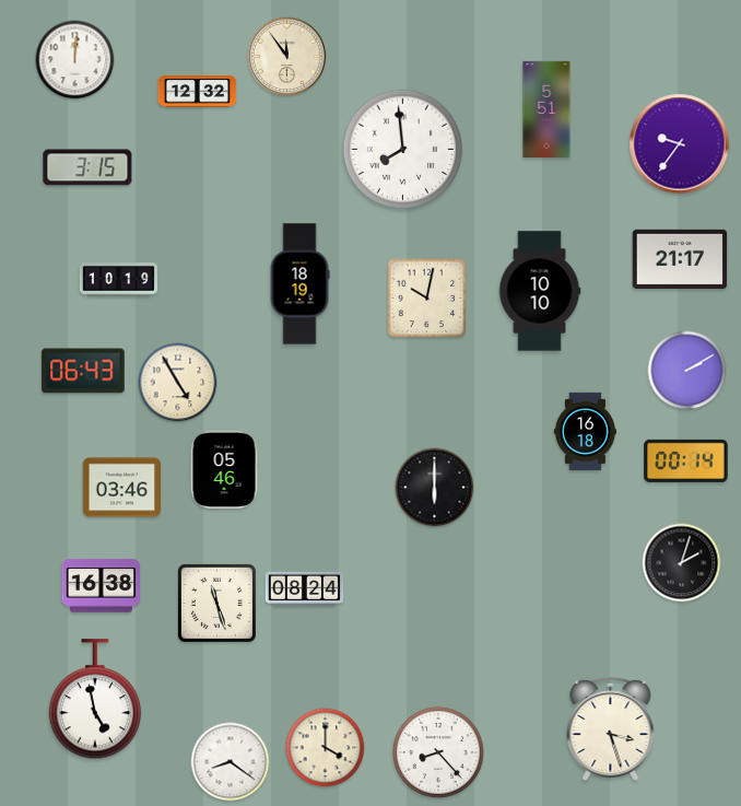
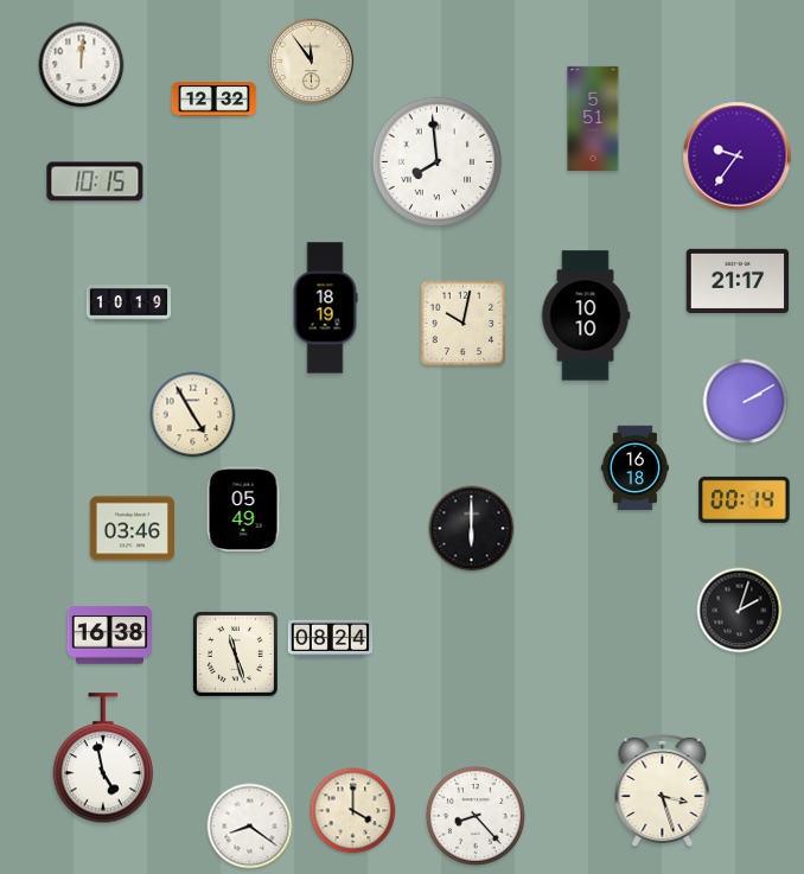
clock at (87, 167): 3:15 -> 10:15
clock at (83, 371): 06:43 -> none
clock at (224, 470): 05:46 -> 05:49
